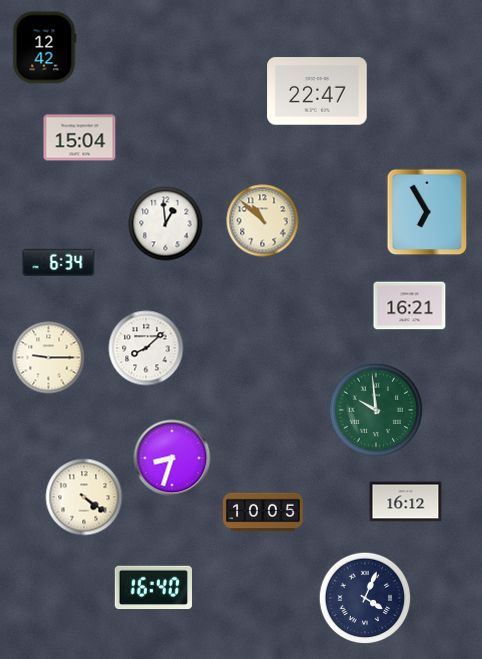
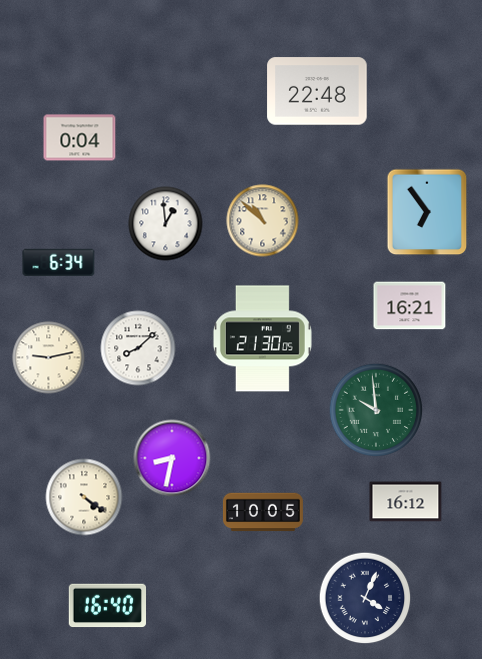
clock at (44, 48): 12:42 -> none
clock at (317, 91): 22:47 -> 22:48
clock at (80, 138): 15:04 -> 0:04
clock at (427, 212): 6:55 -> 6:54
clock at (262, 339): none -> 21:30
clock at (146, 348) position: (146, 348) -> (138, 348)
clock at (49, 358): 9:15 -> 9:13
clock at (172, 458): 8:33 -> 8:32
clock at (153, 588) position: (153, 588) -> (107, 606)
